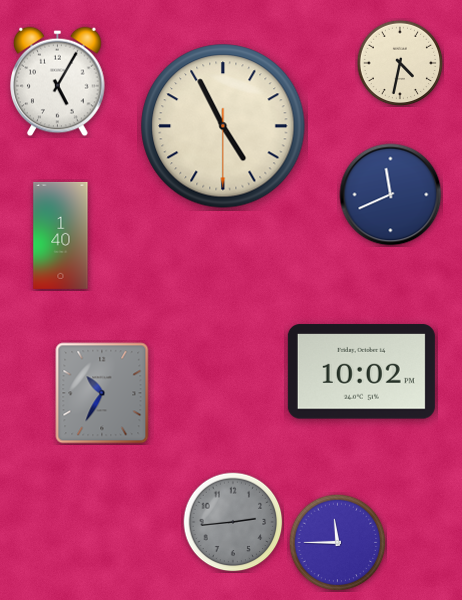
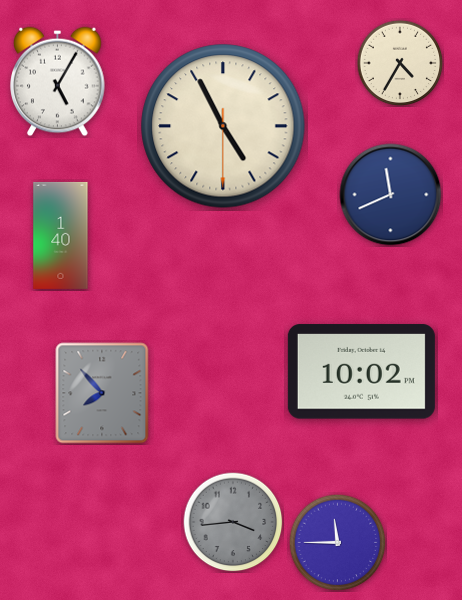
clock at (400, 63): 4:32 -> 4:35
clock at (102, 393): 10:35 -> 7:53
clock at (233, 522): 2:44 -> 3:44
